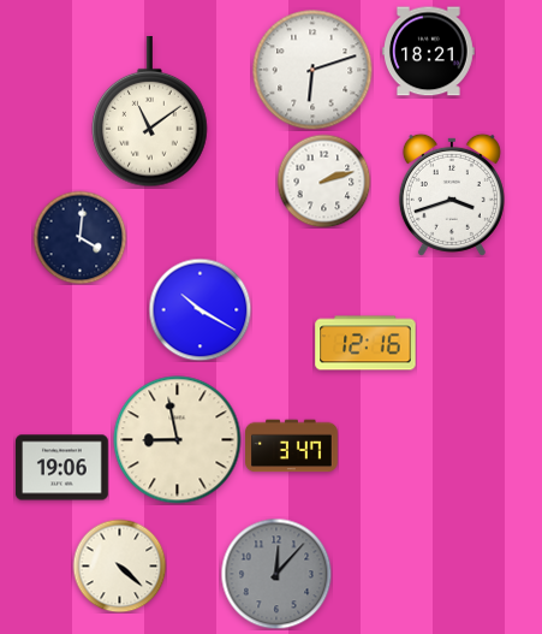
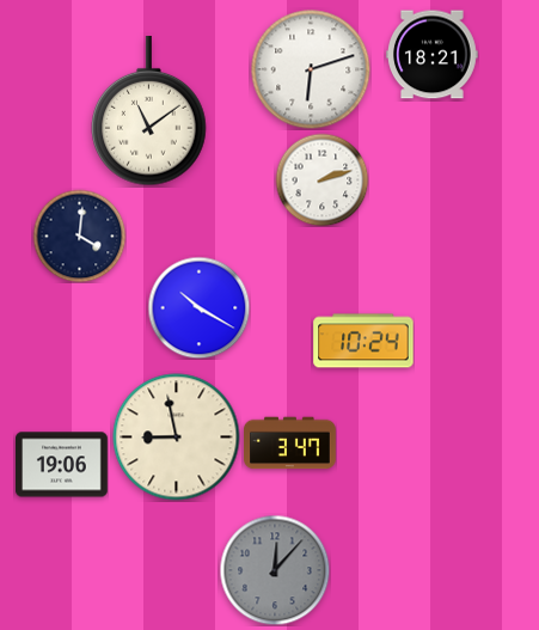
clock at (429, 52) position: (429, 52) -> (433, 55)
clock at (452, 195): 3:42 -> none
clock at (365, 343): 12:16 -> 10:24
clock at (119, 565): 4:22 -> none
